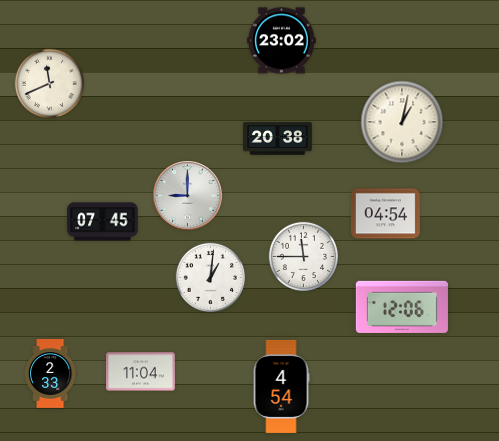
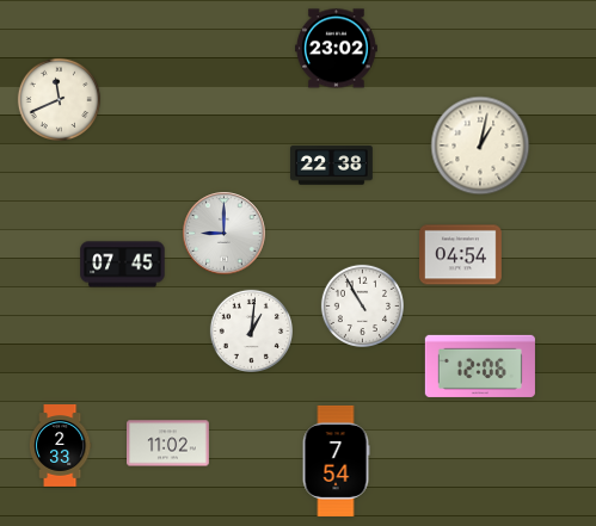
clock at (278, 139): 20:38 -> 22:38
clock at (303, 256): 11:45 -> 10:55
clock at (141, 372): 11:04 -> 11:02
clock at (281, 386): 4:54 -> 7:54
